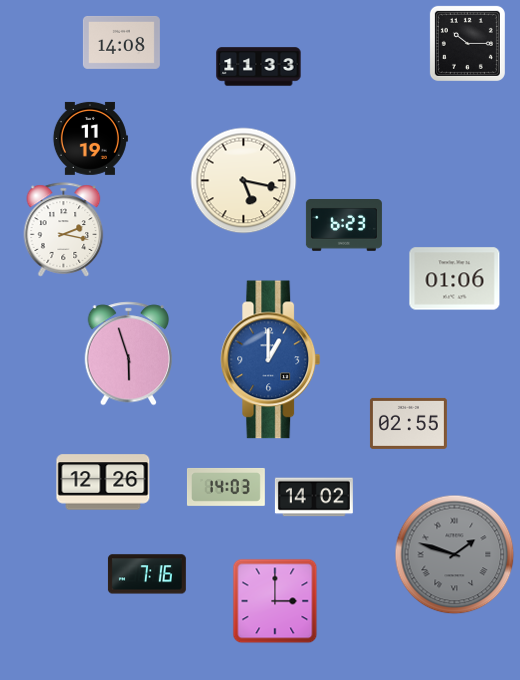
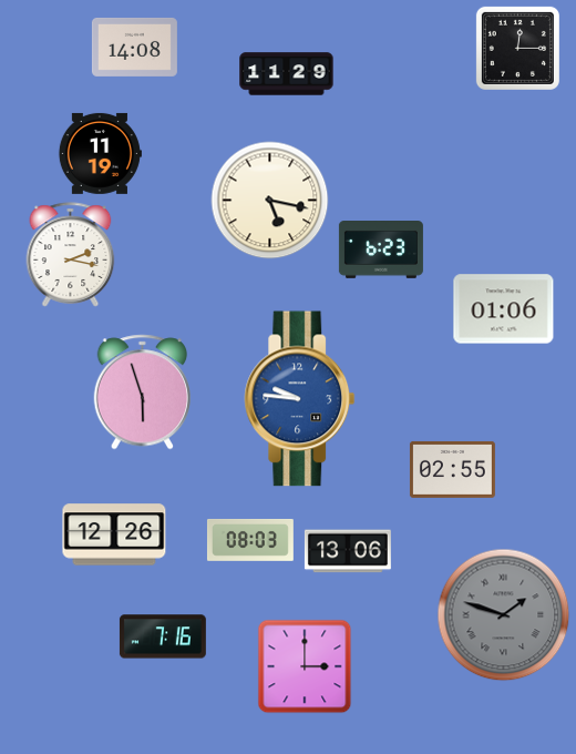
clock at (467, 43): 10:15 -> 12:15
clock at (259, 67): 11:33 -> 11:29
clock at (271, 360): 1:00 -> 9:46
clock at (226, 487): 14:03 -> 08:03
clock at (314, 497): 14:02 -> 13:06
